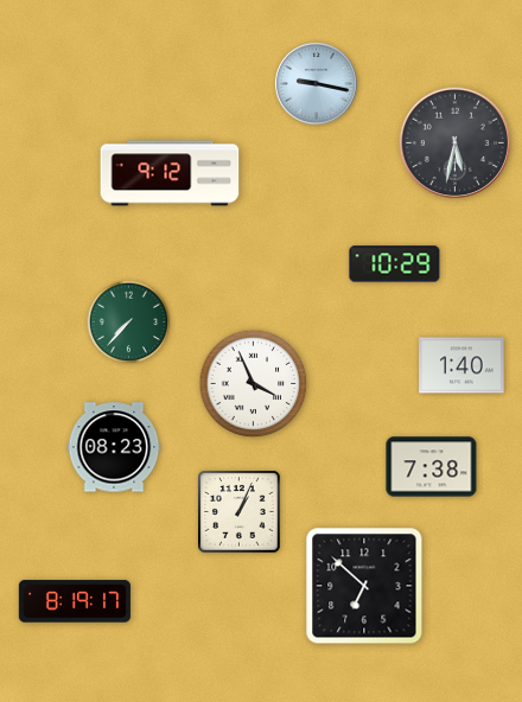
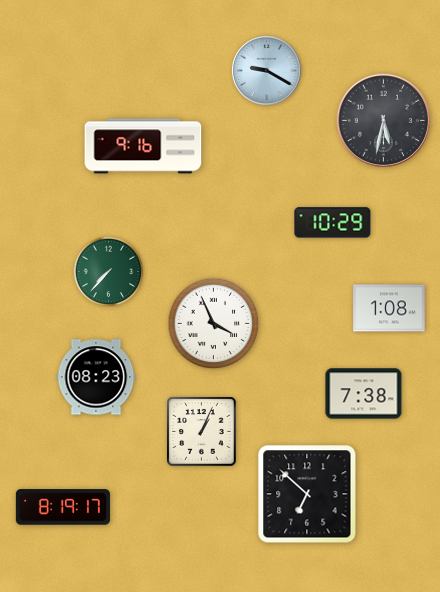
clock at (316, 83): 9:17 -> 9:20
clock at (170, 173): 9:12 -> 9:16
clock at (461, 365): 1:40 -> 1:08
